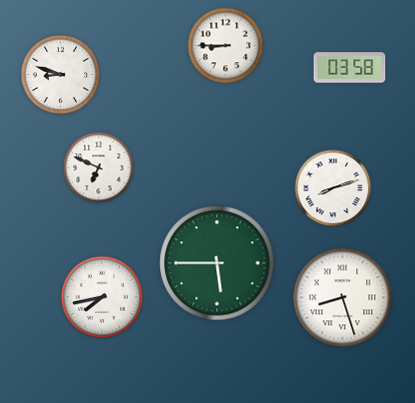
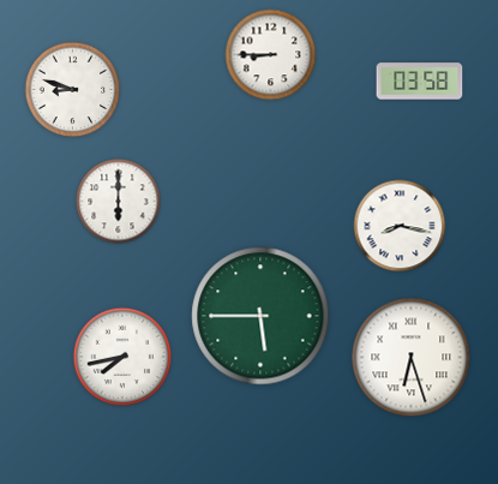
clock at (99, 168): 6:49 -> 6:00
clock at (333, 188): 8:12 -> 8:17
clock at (343, 298): 8:27 -> 6:27
